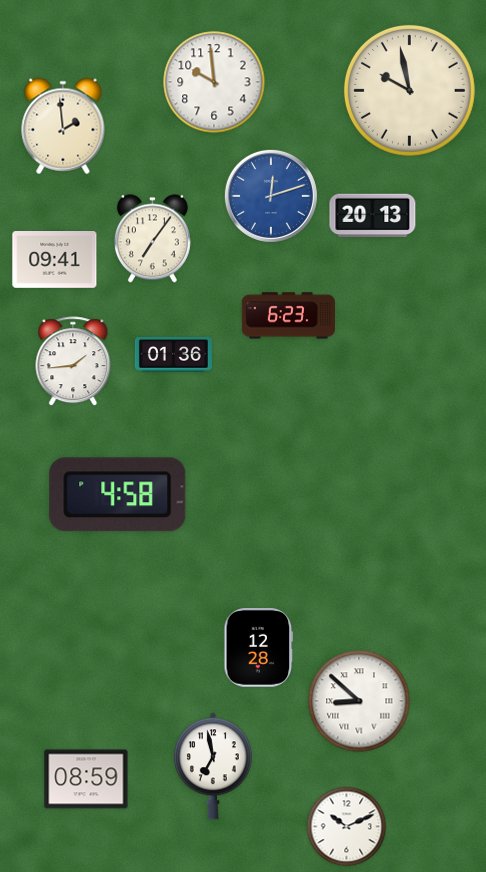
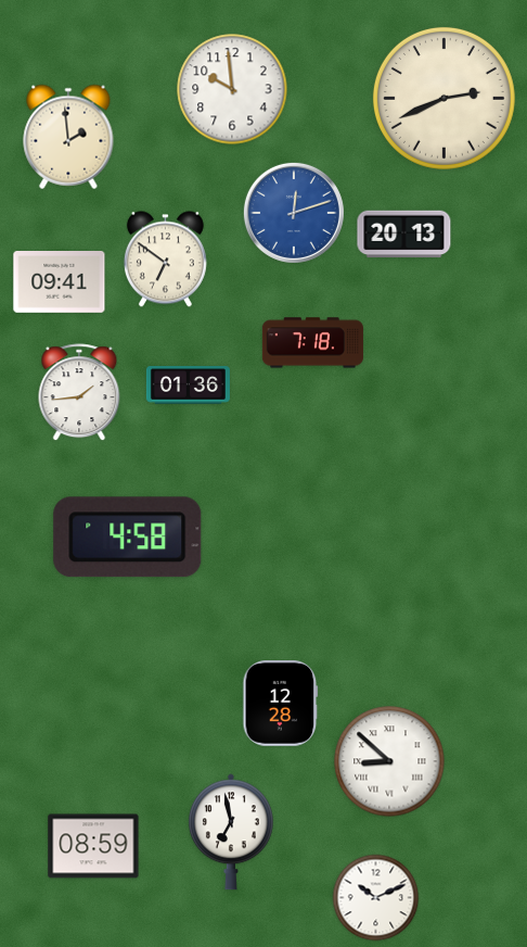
clock at (409, 90): 9:58 -> 2:41
clock at (152, 239): 7:06 -> 6:51
clock at (288, 316): 6:23 -> 7:18
